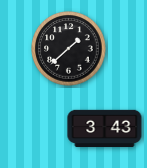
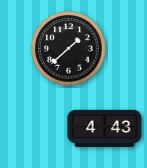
clock at (105, 128): 3:43 -> 4:43
